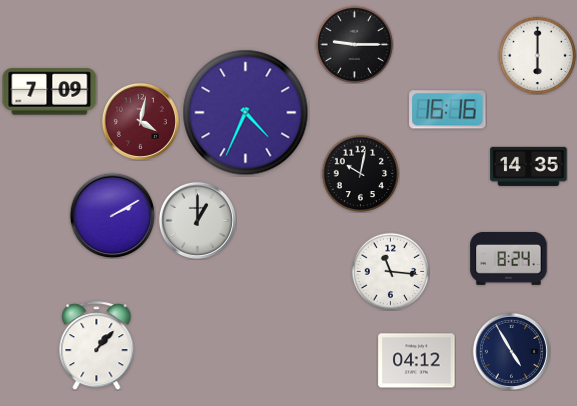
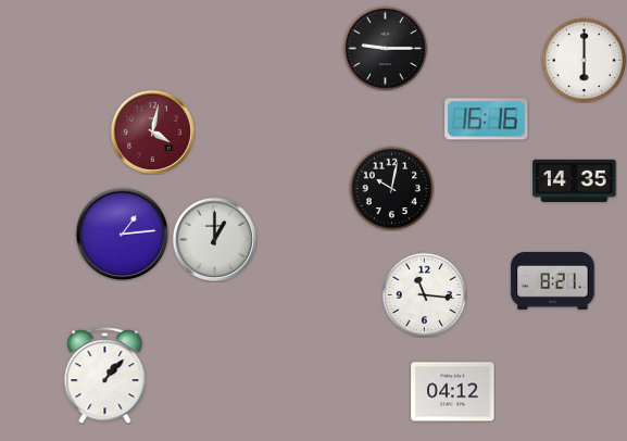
clock at (50, 92): 7:09 -> none
clock at (246, 113): 4:34 -> none
clock at (112, 215): 2:10 -> 1:14
clock at (509, 258): 8:24 -> 8:21
clock at (511, 351): 4:55 -> none
